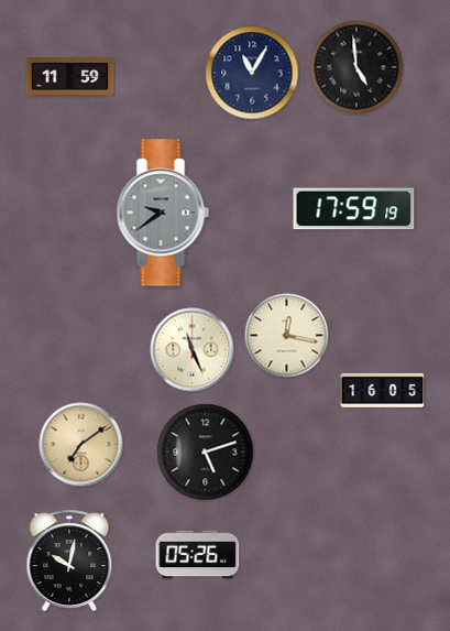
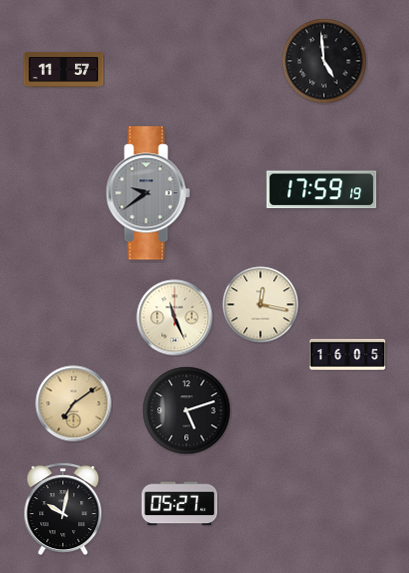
clock at (252, 73): 11:05 -> none
clock at (70, 76): 11:59 -> 11:57
clock at (198, 555): 05:26 -> 05:27
